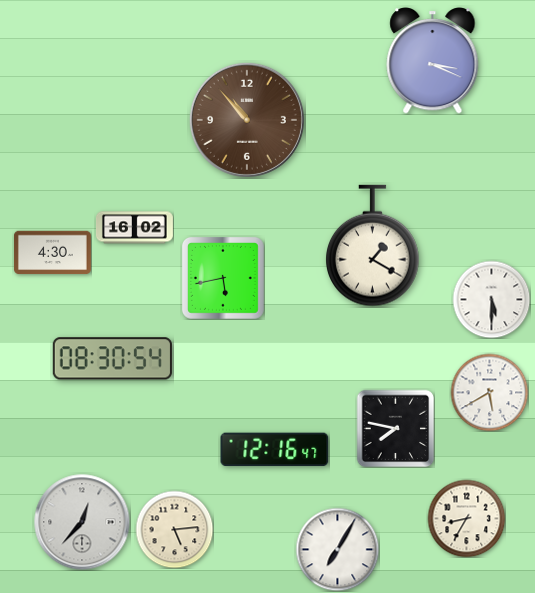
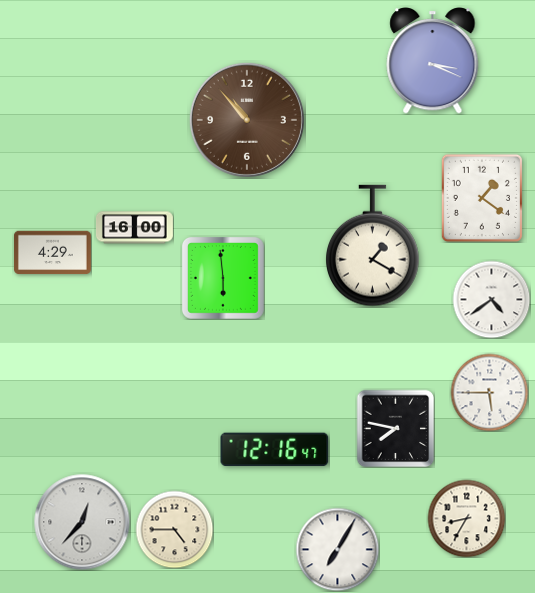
clock at (482, 198): none -> 1:21
clock at (134, 228): 16:02 -> 16:00
clock at (52, 253): 4:30 -> 4:29
clock at (223, 278): 5:43 -> 5:59
clock at (491, 299): 5:30 -> 4:39
clock at (112, 359): 08:30 -> none
clock at (489, 392): 5:40 -> 5:45
clock at (174, 529): 5:14 -> 4:45
